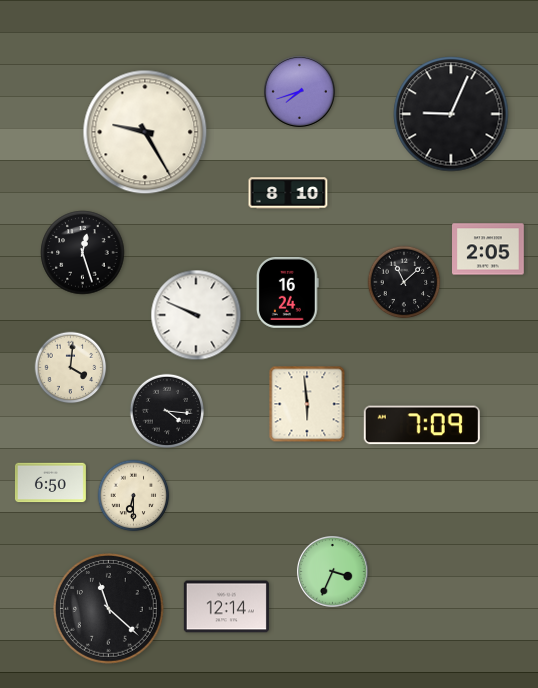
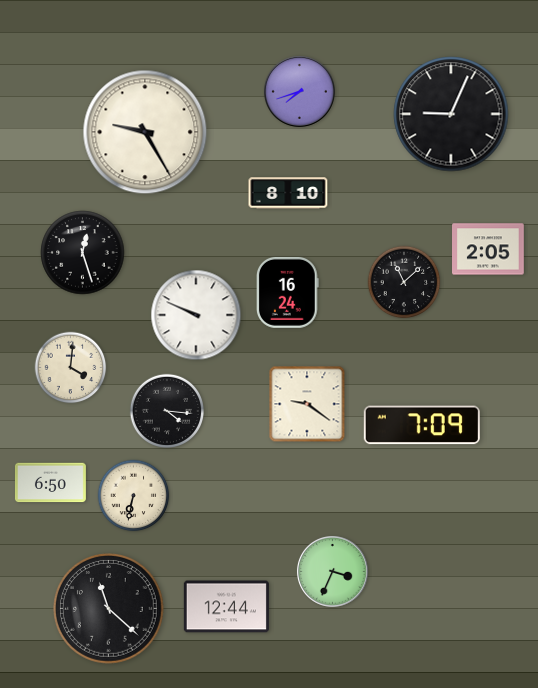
clock at (307, 404): 5:59 -> 9:21
clock at (134, 496): 6:30 -> 6:32
clock at (226, 607): 12:14 -> 12:44
